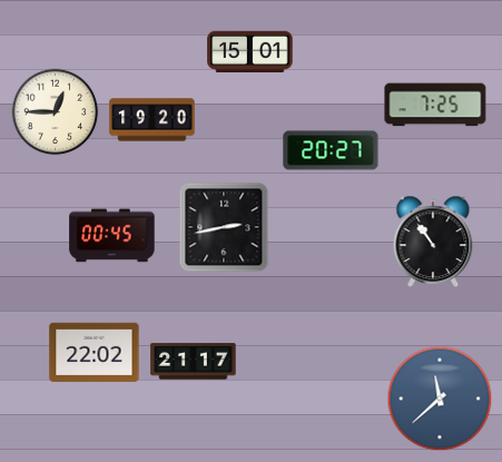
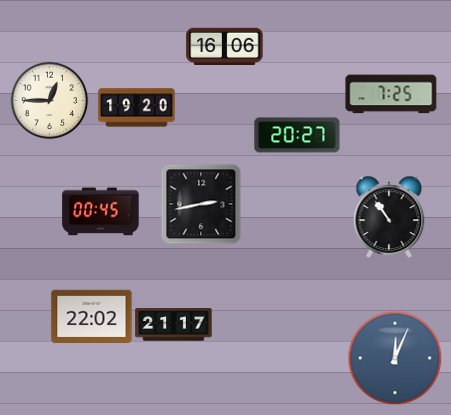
clock at (250, 52): 15:01 -> 16:06
clock at (95, 353) position: (95, 353) -> (92, 317)
clock at (440, 399): 11:38 -> 12:04
